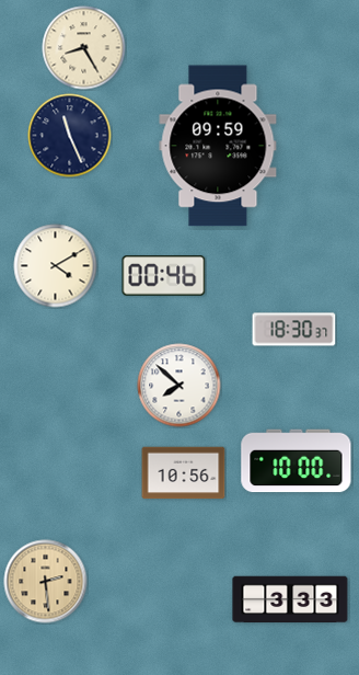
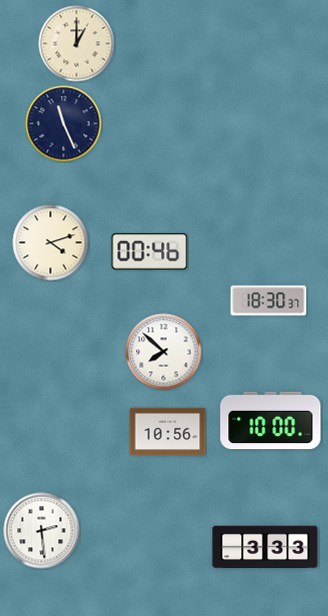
clock at (84, 48): 8:25 -> 1:00
clock at (218, 146): 09:59 -> none
clock at (56, 266): 4:10 -> 4:12
clock at (46, 582) dial: champagne -> white
